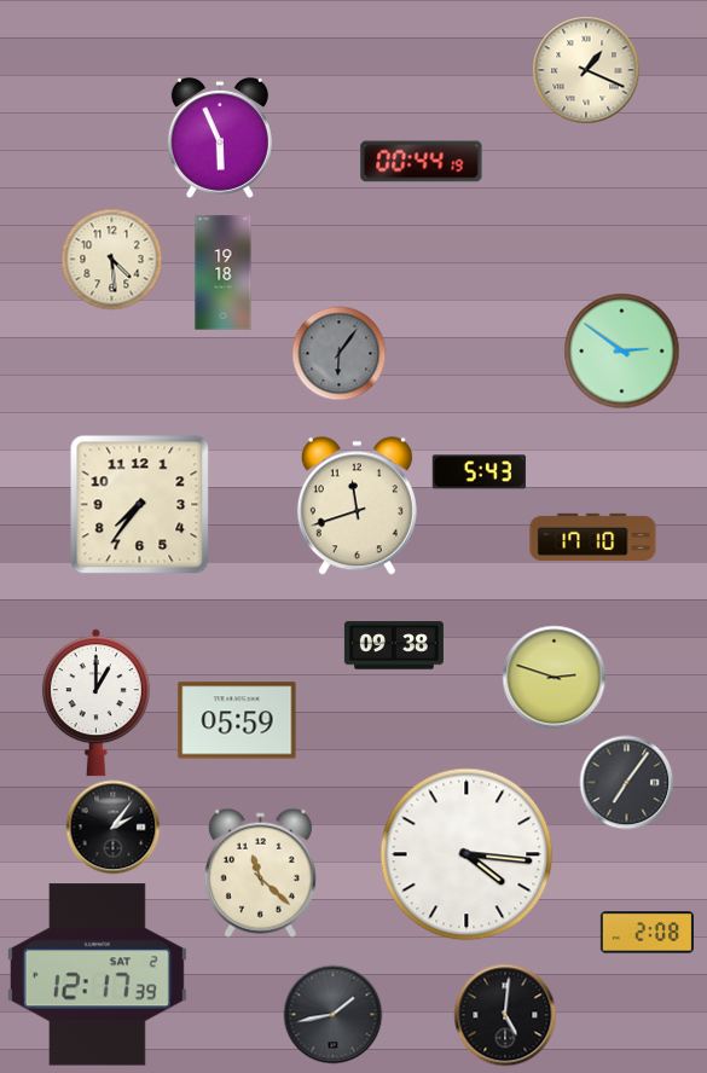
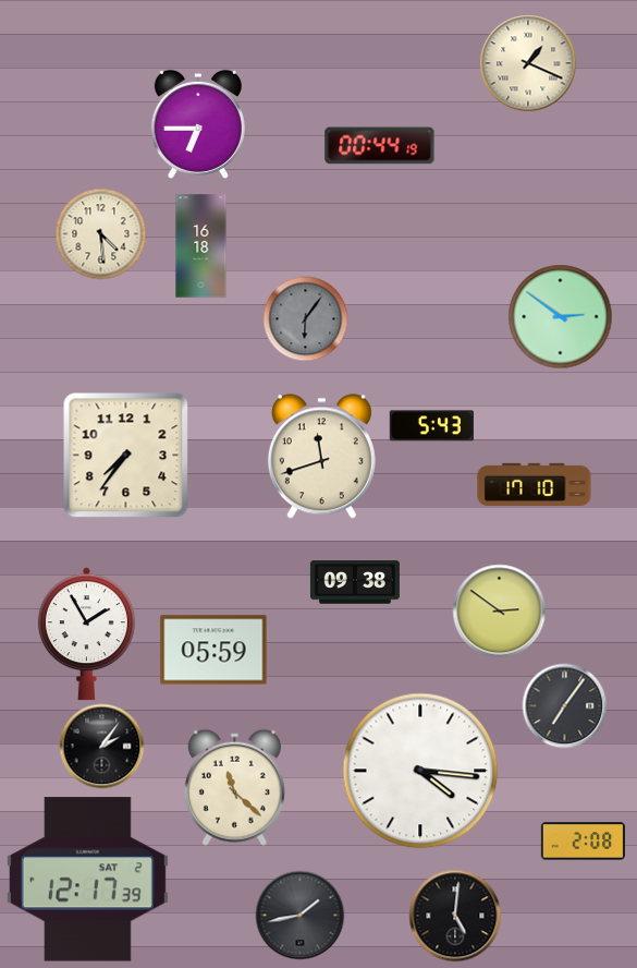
clock at (220, 138): 5:56 -> 6:45
clock at (224, 273): 19:18 -> 16:18
clock at (554, 677): 2:48 -> 2:51
clock at (95, 703): 1:00 -> 1:55
